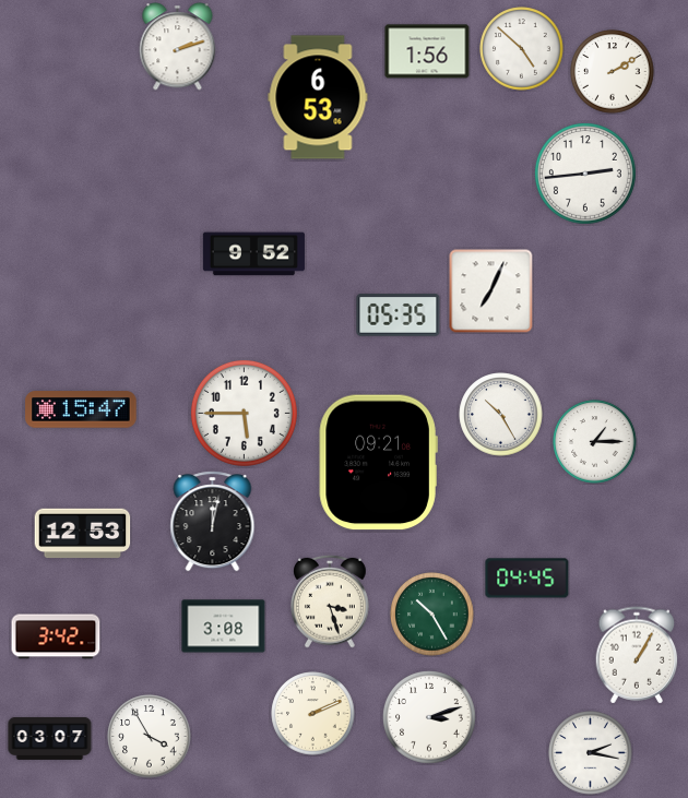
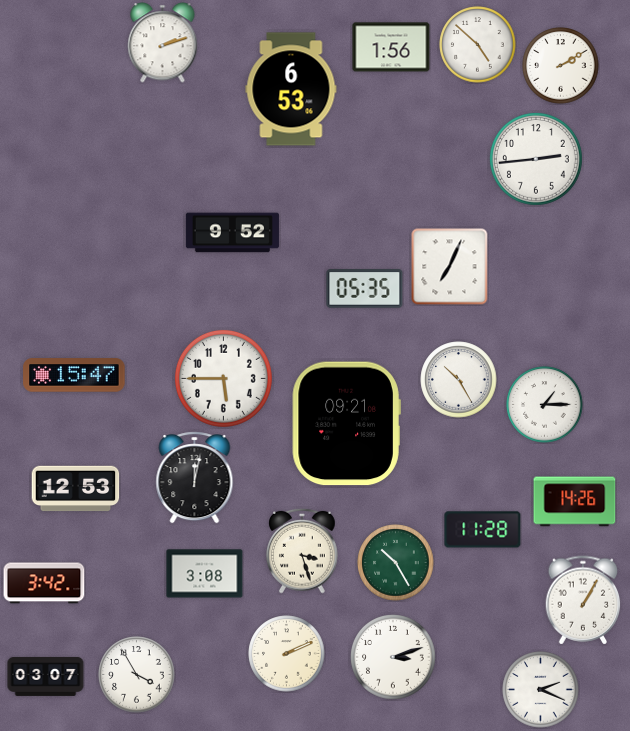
clock at (575, 502): none -> 14:26
clock at (527, 579): 04:45 -> 11:28
clock at (56, 636) position: (56, 636) -> (44, 583)
clock at (591, 753): 2:17 -> 2:19
